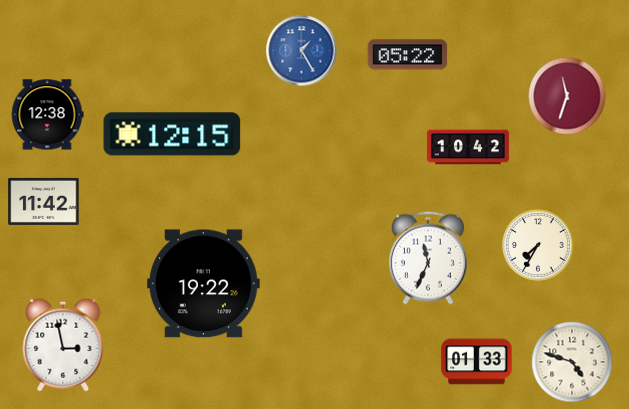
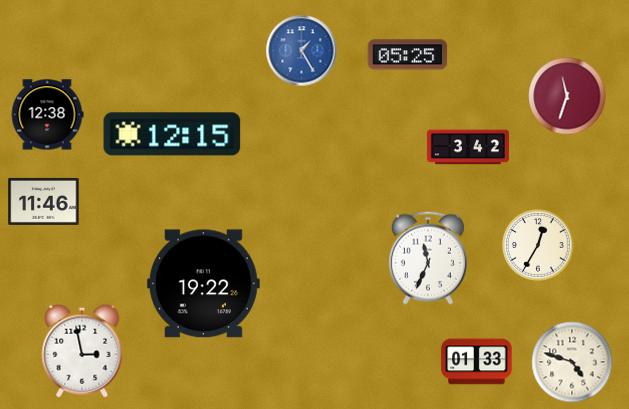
clock at (408, 55): 05:22 -> 05:25
clock at (468, 147): 10:42 -> 3:42
clock at (44, 201): 11:42 -> 11:46
clock at (539, 246): 7:35 -> 12:35
clock at (63, 345) position: (63, 345) -> (82, 351)
